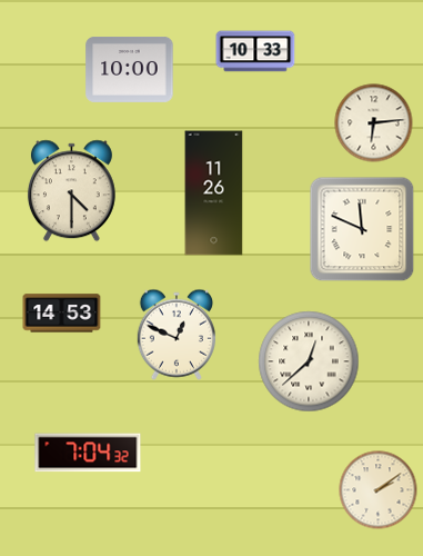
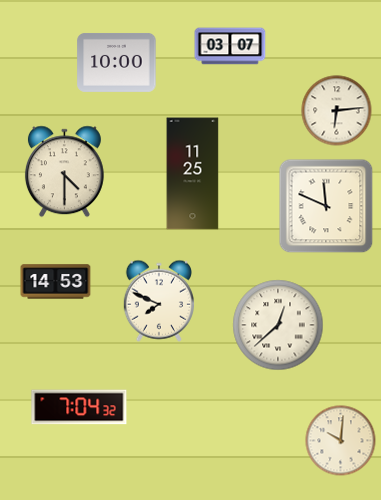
clock at (255, 51): 10:33 -> 03:07
clock at (214, 193): 11:26 -> 11:25
clock at (175, 335): 12:49 -> 7:49
clock at (379, 490): 2:09 -> 10:01
